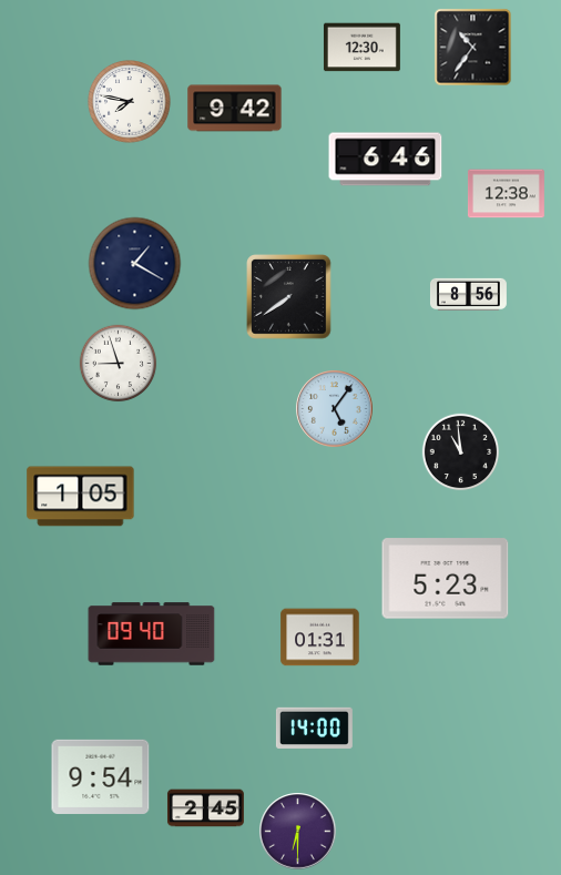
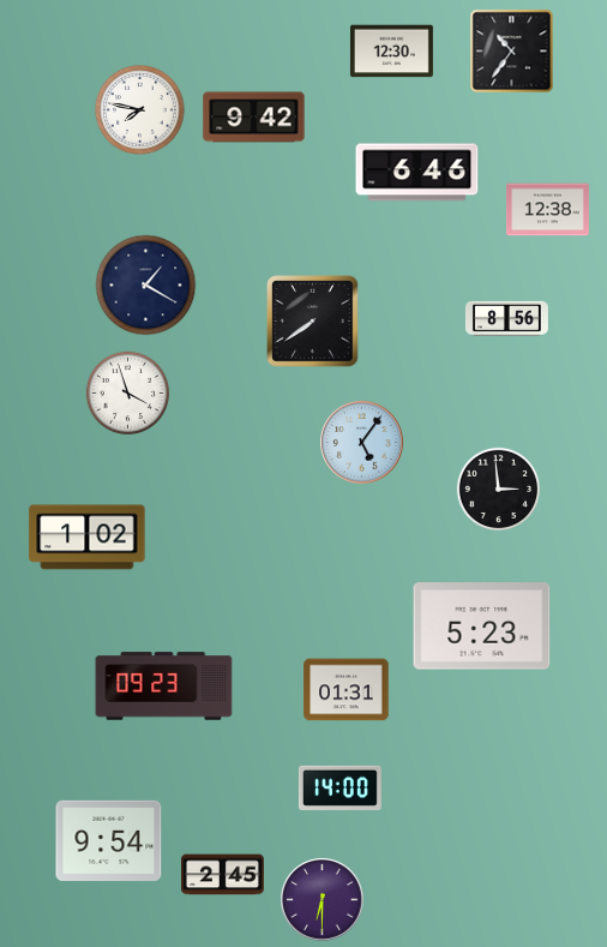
clock at (119, 364): 8:57 -> 3:57
clock at (461, 452): 10:59 -> 2:59
clock at (81, 497): 1:05 -> 1:02
clock at (152, 634): 09:40 -> 09:23
